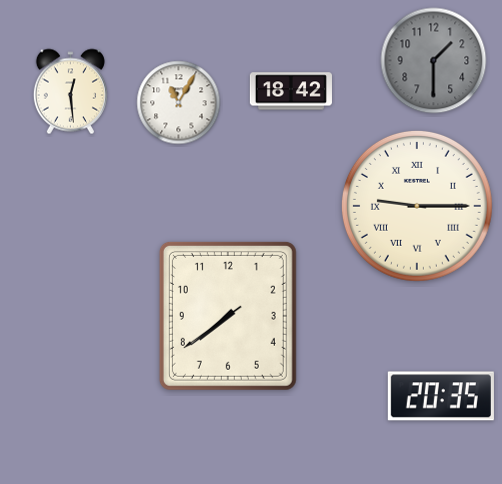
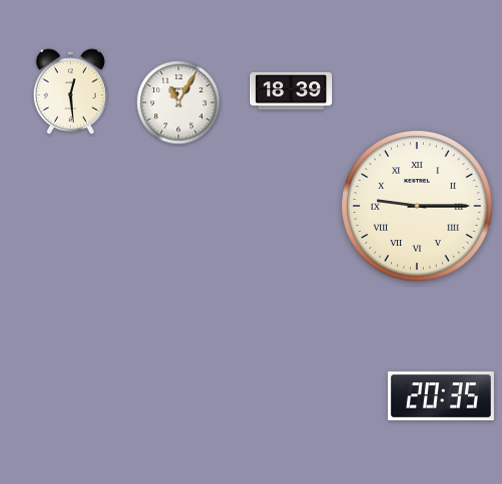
clock at (434, 61): 1:30 -> none
clock at (291, 91): 18:42 -> 18:39
clock at (228, 316): 7:38 -> none
